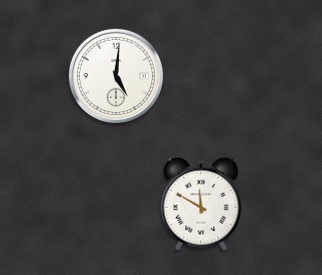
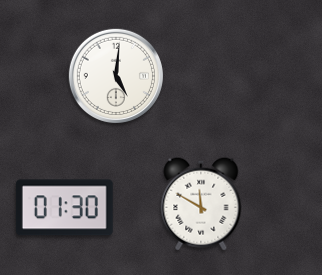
clock at (64, 208): none -> 01:30
